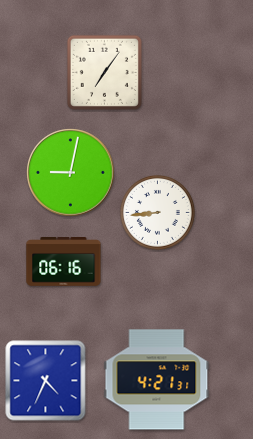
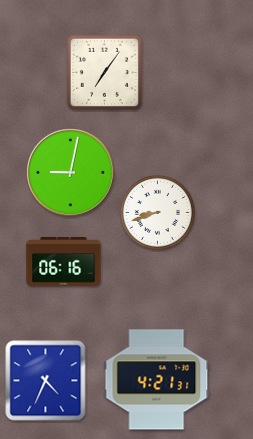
clock at (157, 212): 8:44 -> 8:42
